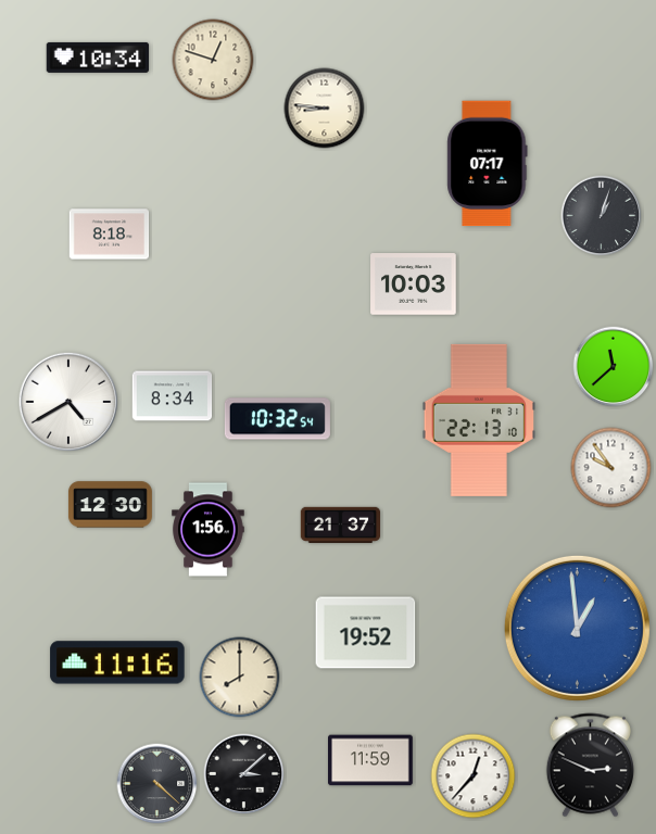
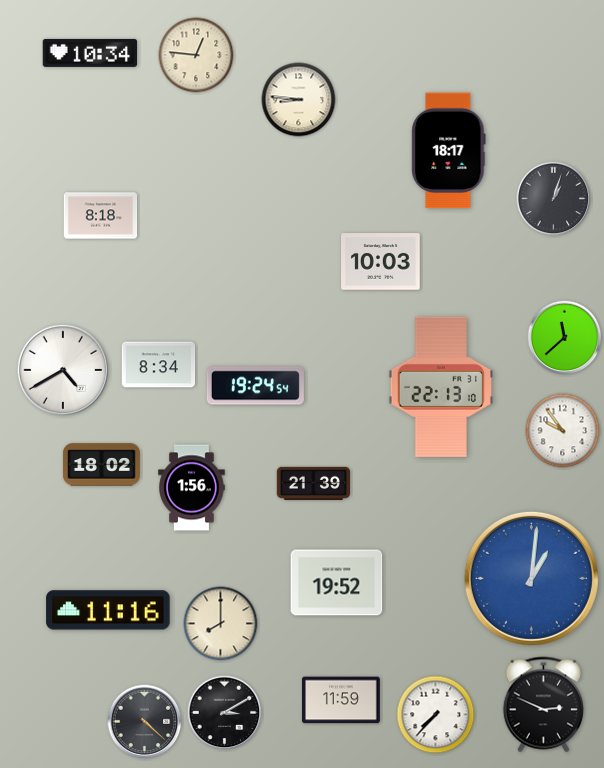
clock at (213, 60): 12:48 -> 12:46
clock at (488, 164): 07:17 -> 18:17
clock at (277, 419): 10:32 -> 19:24
clock at (110, 505): 12:30 -> 18:02
clock at (341, 525): 21:37 -> 21:39
clock at (577, 628): 12:59 -> 1:01
clock at (244, 774): 3:08 -> 3:10
clock at (474, 776): 12:37 -> 7:37
